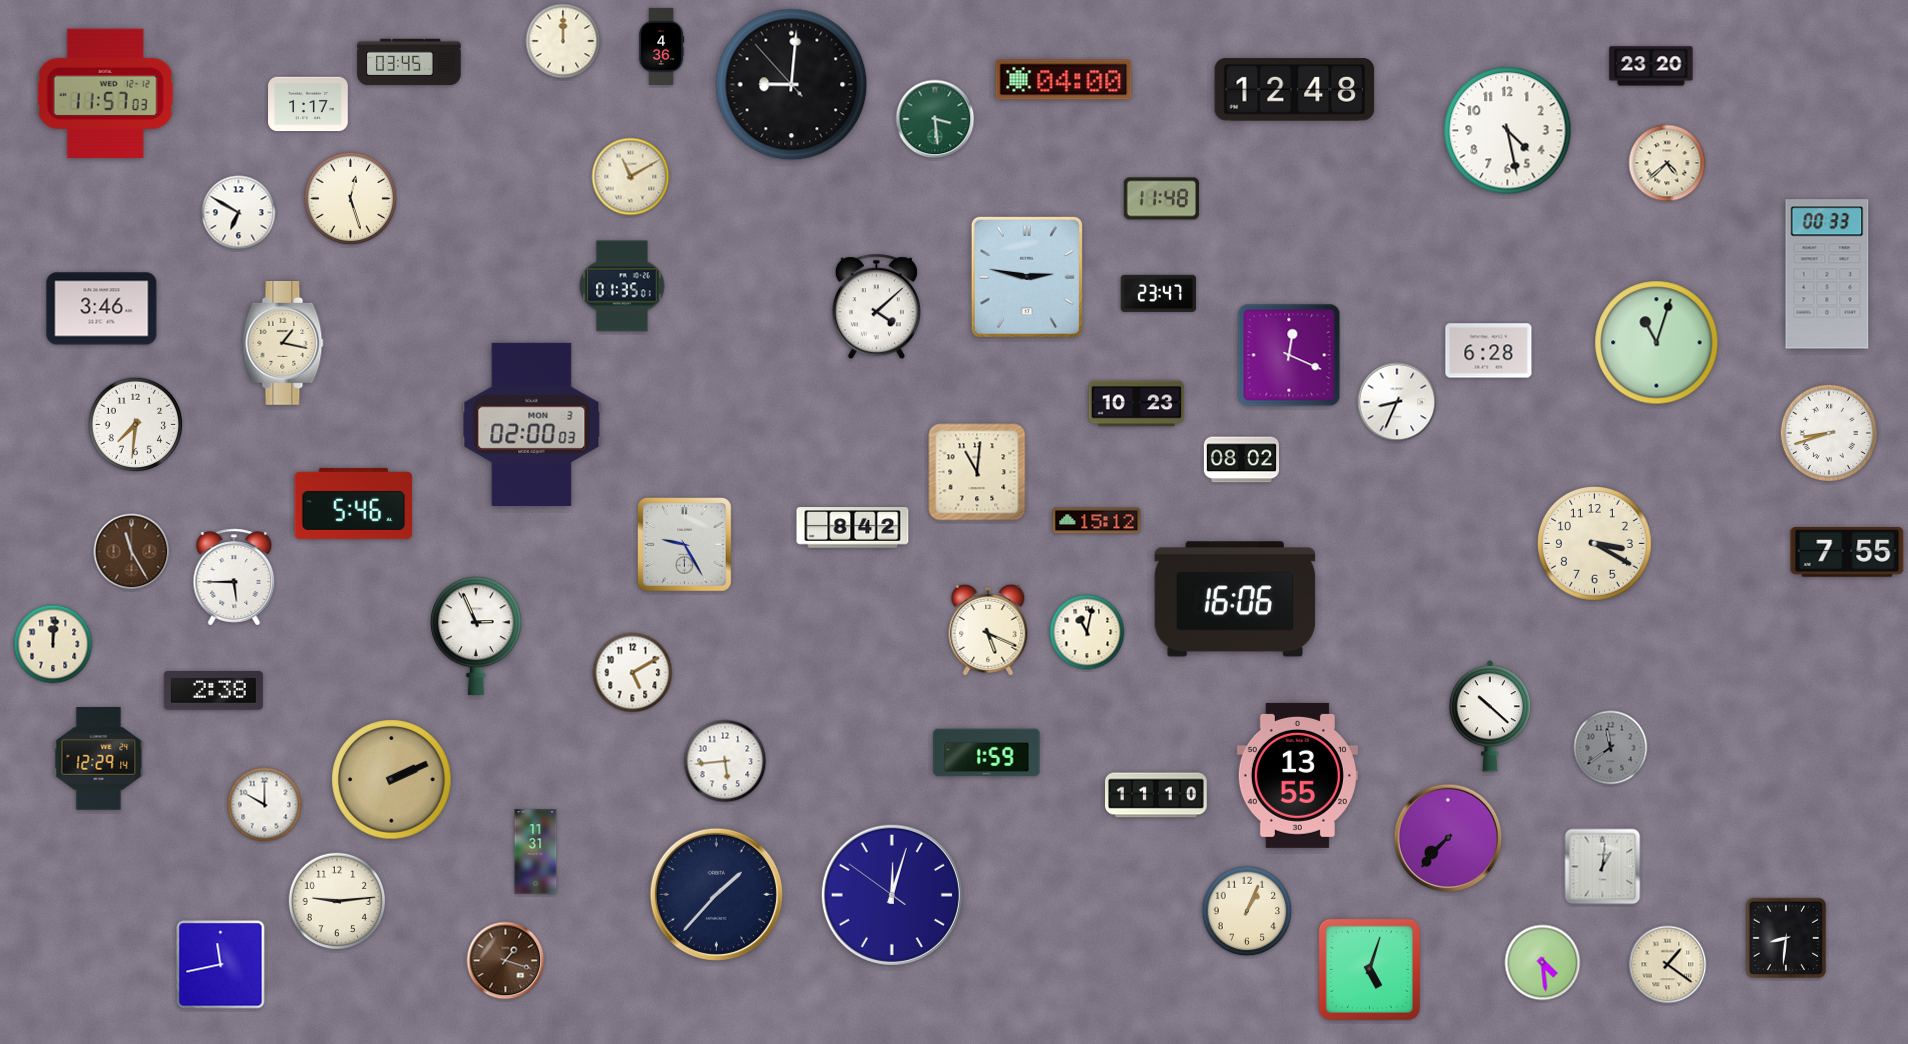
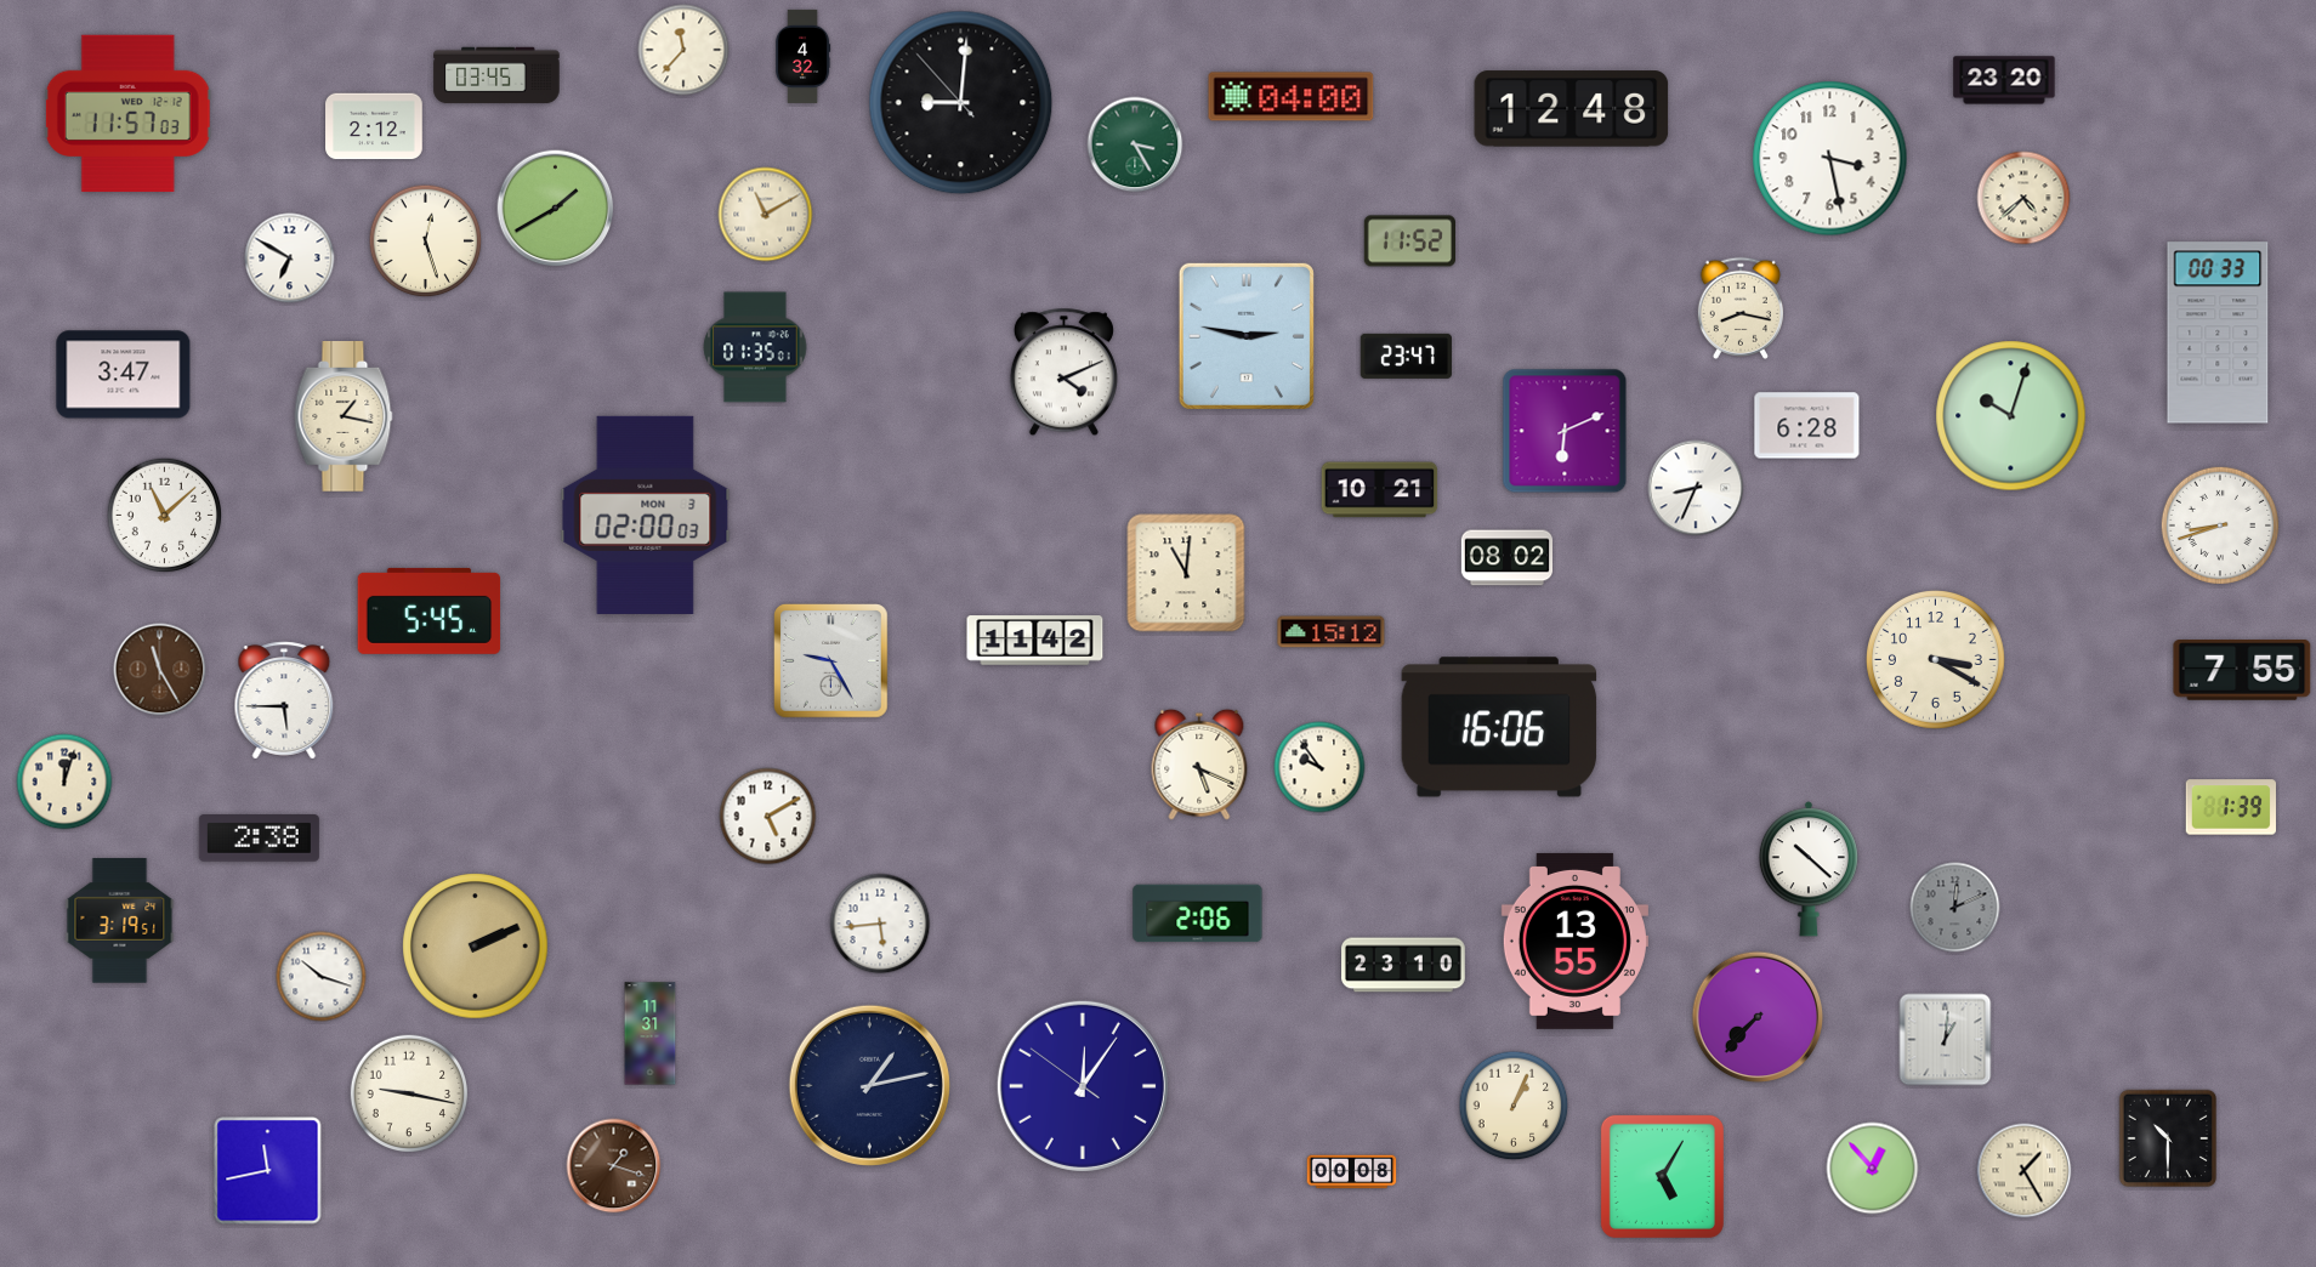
clock at (563, 41): 12:00 -> 11:37
clock at (662, 46): 4:36 -> 4:32
clock at (308, 104): 1:17 -> 2:12
clock at (935, 119): 3:29 -> 3:25
clock at (1508, 131): 4:28 -> 3:28
clock at (556, 209): none -> 1:40
clock at (1161, 199): 11:48 -> 11:52
clock at (1741, 308): none -> 8:17
clock at (876, 307): 4:08 -> 4:11
clock at (102, 309): 3:46 -> 3:47
clock at (1657, 343): 11:03 -> 10:03
clock at (1289, 355): 12:19 -> 6:11
clock at (1137, 404): 10:23 -> 10:21
clock at (136, 425): 7:31 -> 11:08
clock at (354, 503): 5:46 -> 5:45
clock at (853, 528): 8:42 -> 11:42
clock at (1087, 632): 11:02 -> 9:54
clock at (477, 635): 2:56 -> none
clock at (53, 644): 12:01 -> 12:03
clock at (2231, 807): none -> 1:39
clock at (1611, 748): 11:39 -> 12:11
clock at (987, 753): 1:59 -> 2:06
clock at (99, 759): 12:29 -> 3:19
clock at (1157, 795): 11:10 -> 23:10
clock at (265, 805): 10:00 -> 10:18
clock at (1603, 867) position: (1603, 867) -> (1946, 1040)
clock at (716, 894): 1:37 -> 1:13
clock at (892, 895): 12:02 -> 12:05
clock at (337, 901): 9:14 -> 9:17
clock at (1786, 938): 8:31 -> 10:30
clock at (1543, 963): 4:29 -> 12:53
clock at (1668, 965): 1:21 -> 1:25
clock at (1352, 1172): none -> 00:08
clock at (1369, 969): 5:03 -> 5:05
